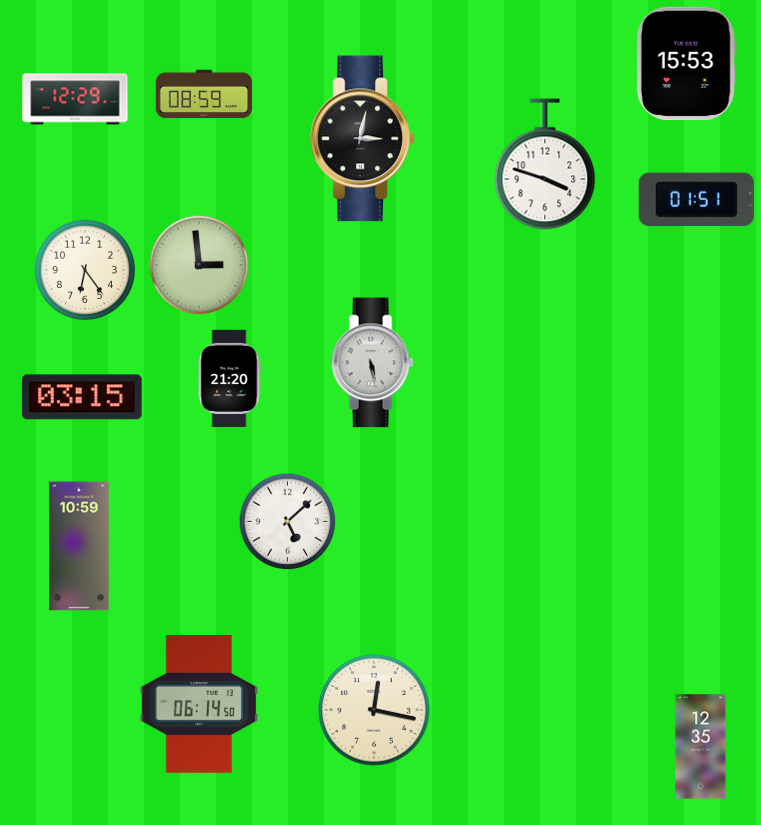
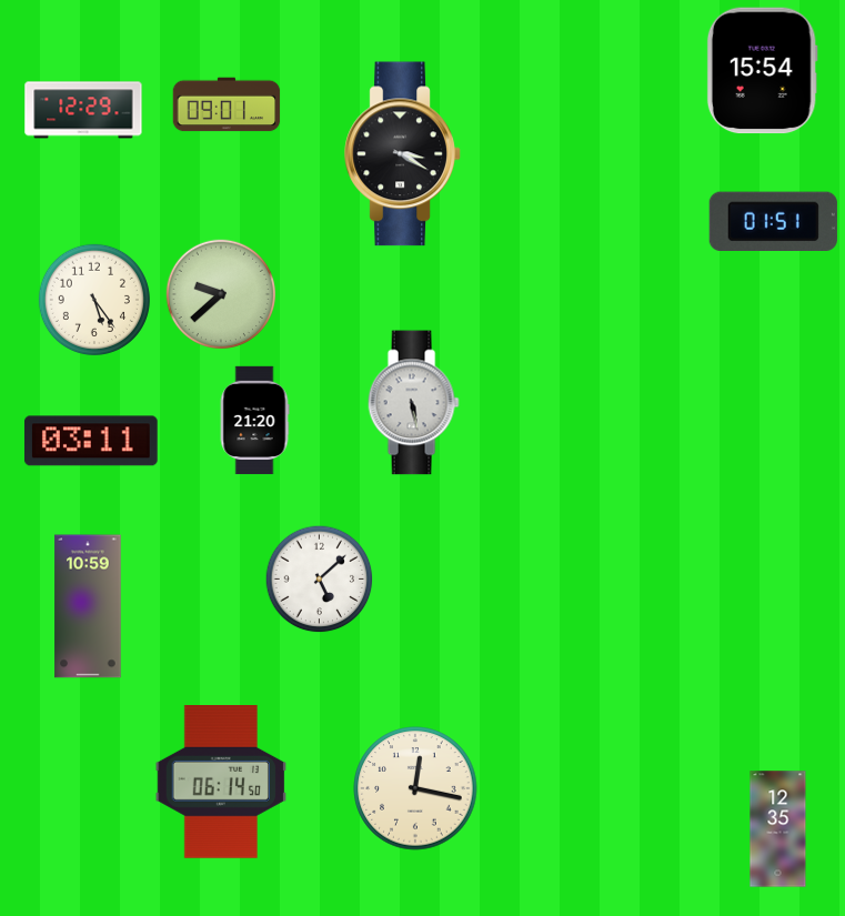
clock at (686, 64): 15:53 -> 15:54
clock at (204, 94): 08:59 -> 09:01
clock at (363, 139): 3:02 -> 3:20
clock at (545, 164): 3:48 -> none
clock at (198, 264): 2:59 -> 9:38
clock at (85, 270): 6:24 -> 5:24
clock at (82, 397): 03:15 -> 03:11
